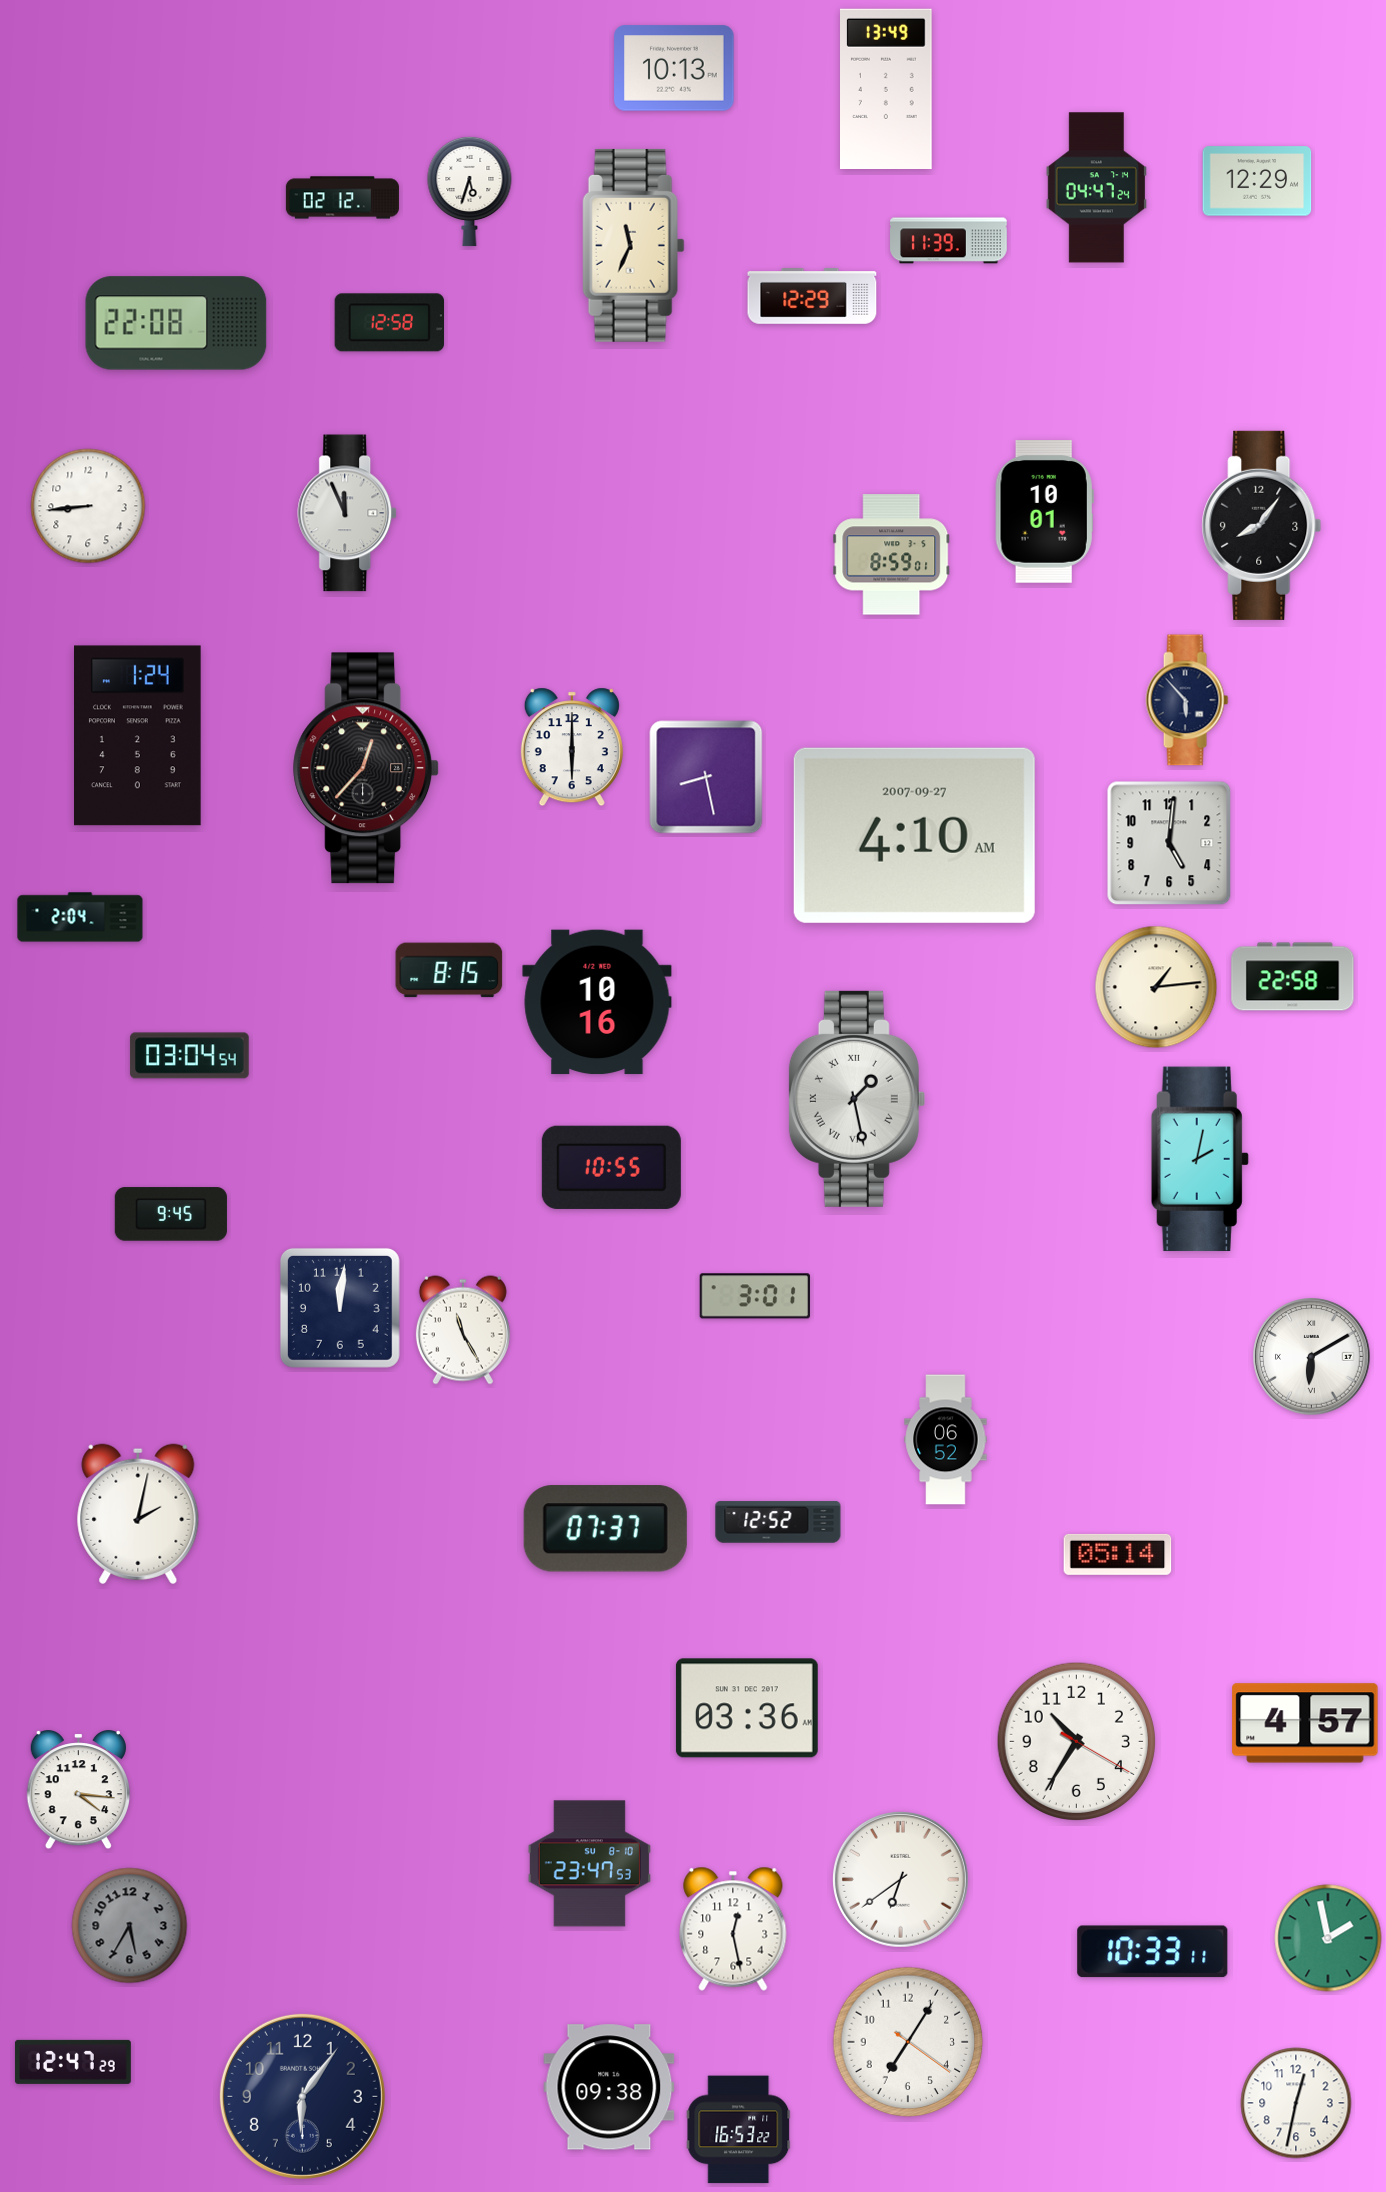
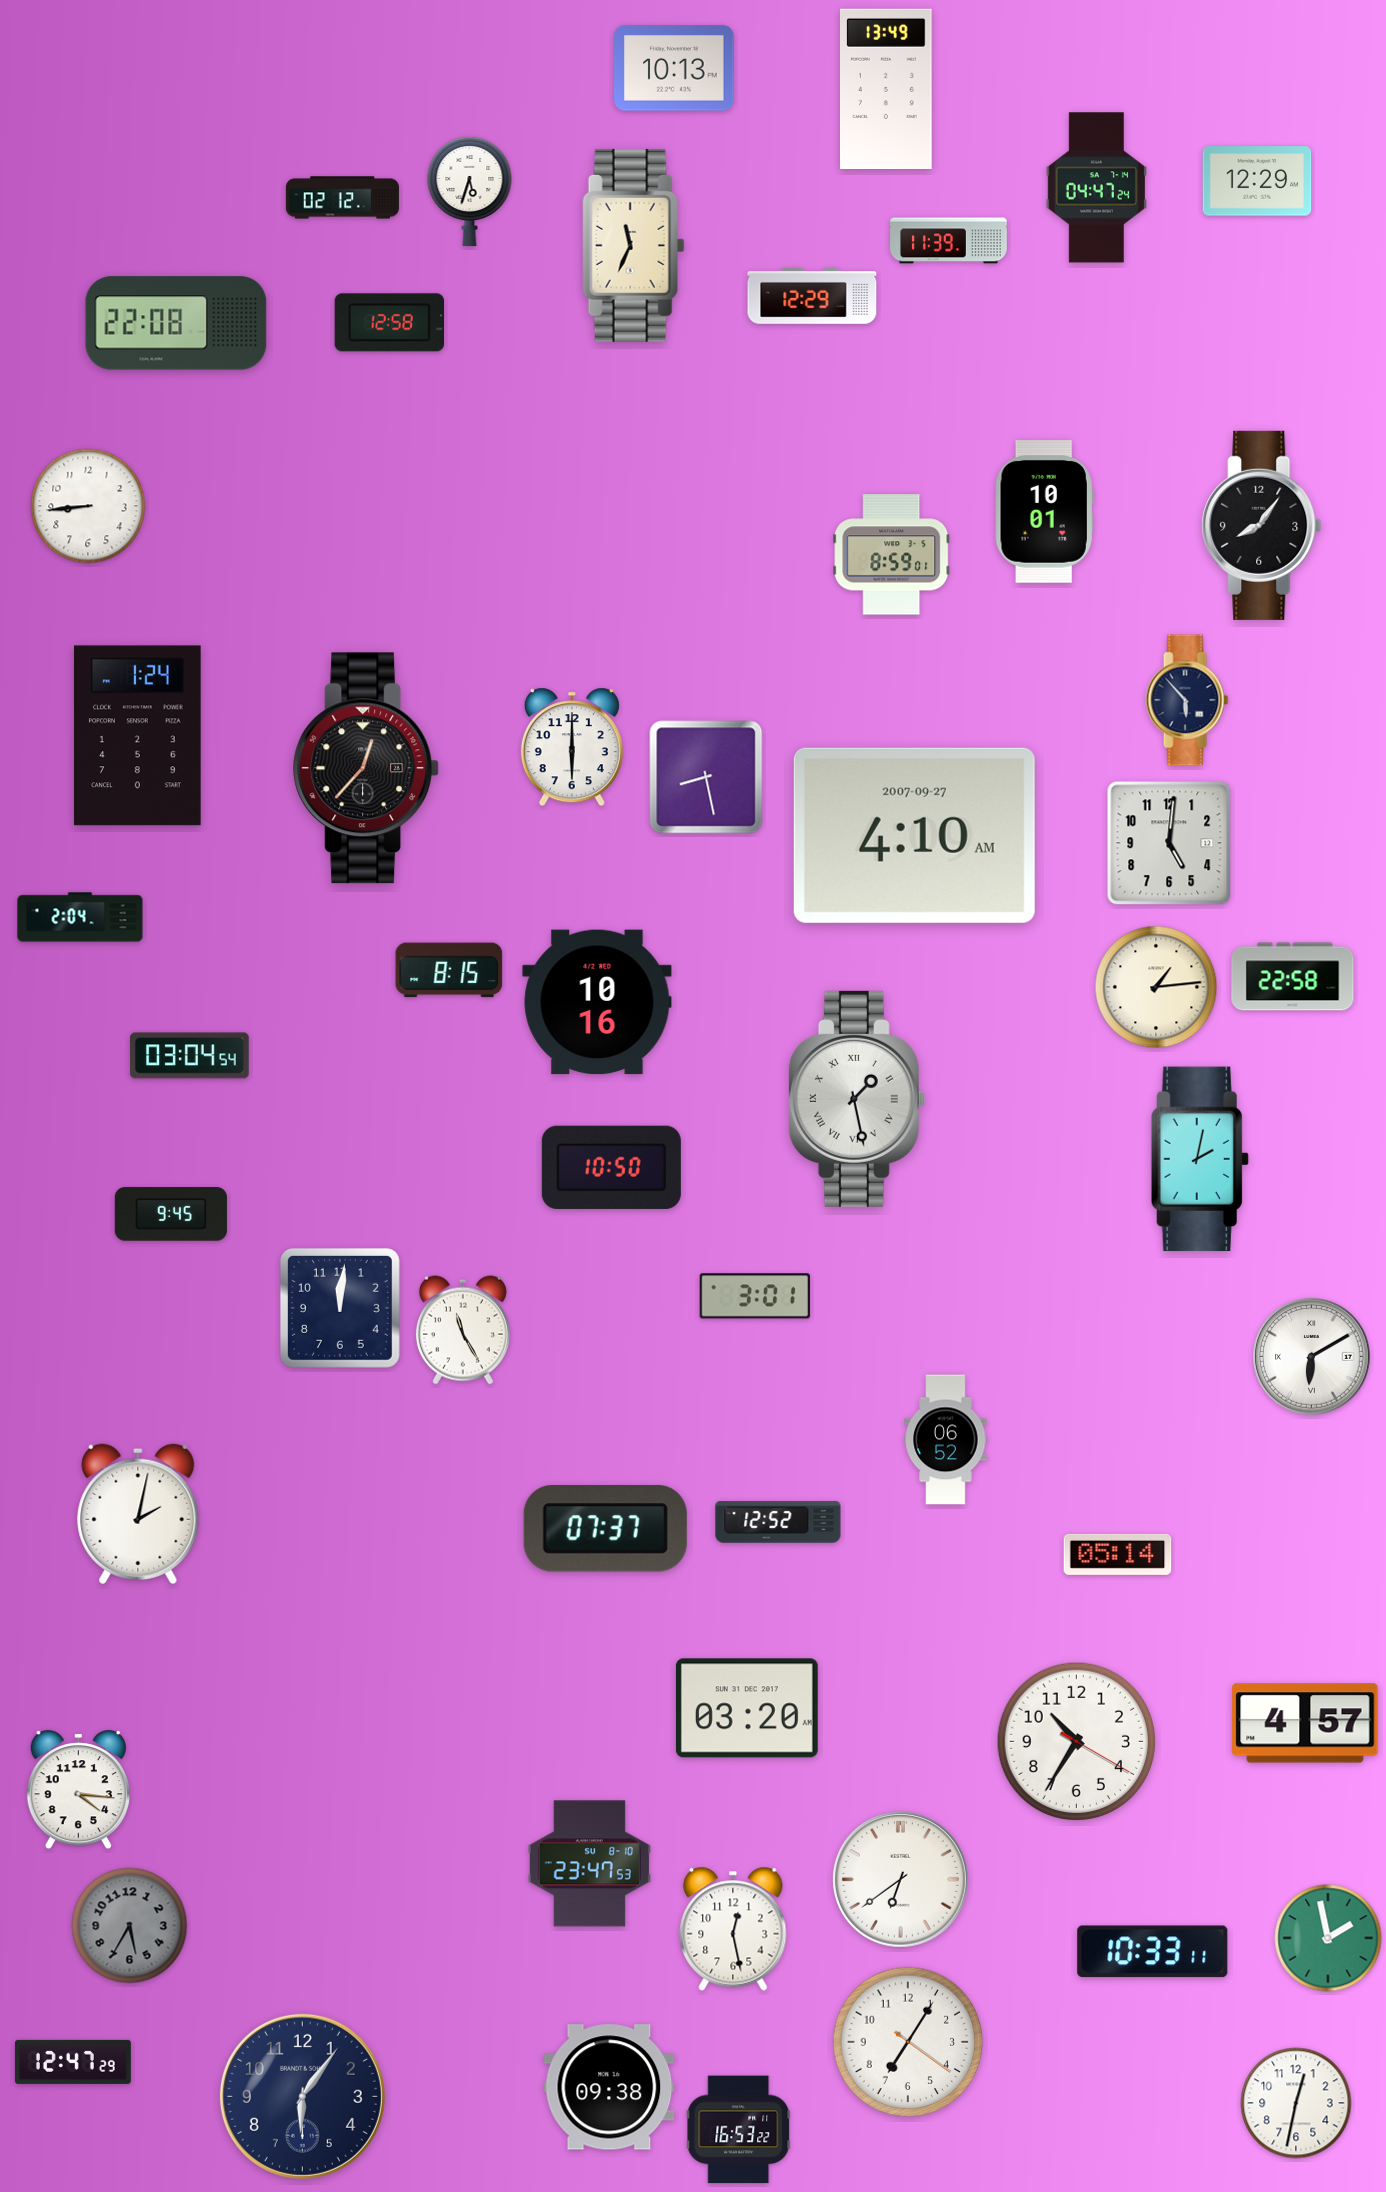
clock at (348, 513): 11:56 -> none
clock at (611, 1167): 10:55 -> 10:50
clock at (747, 1708): 03:36 -> 03:20
